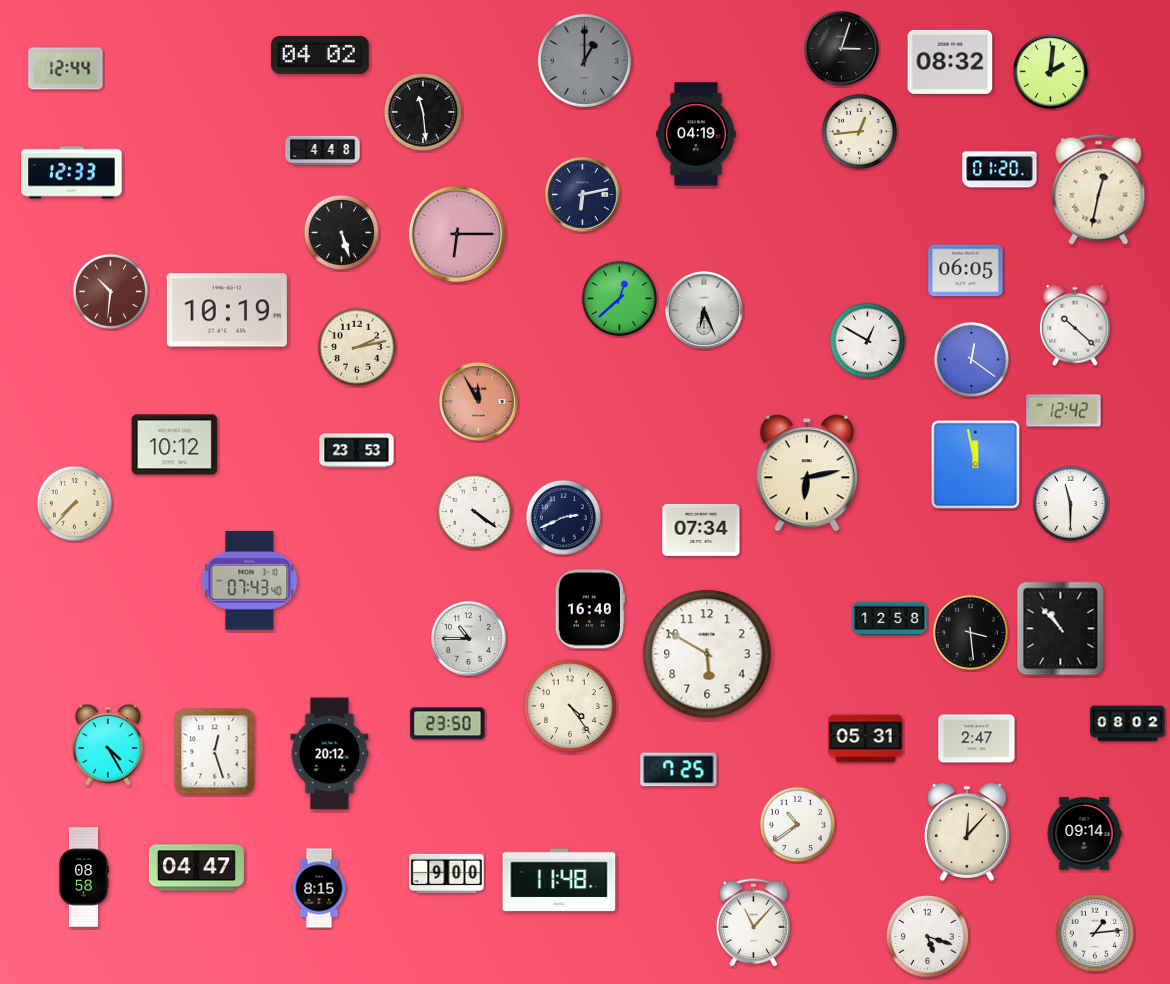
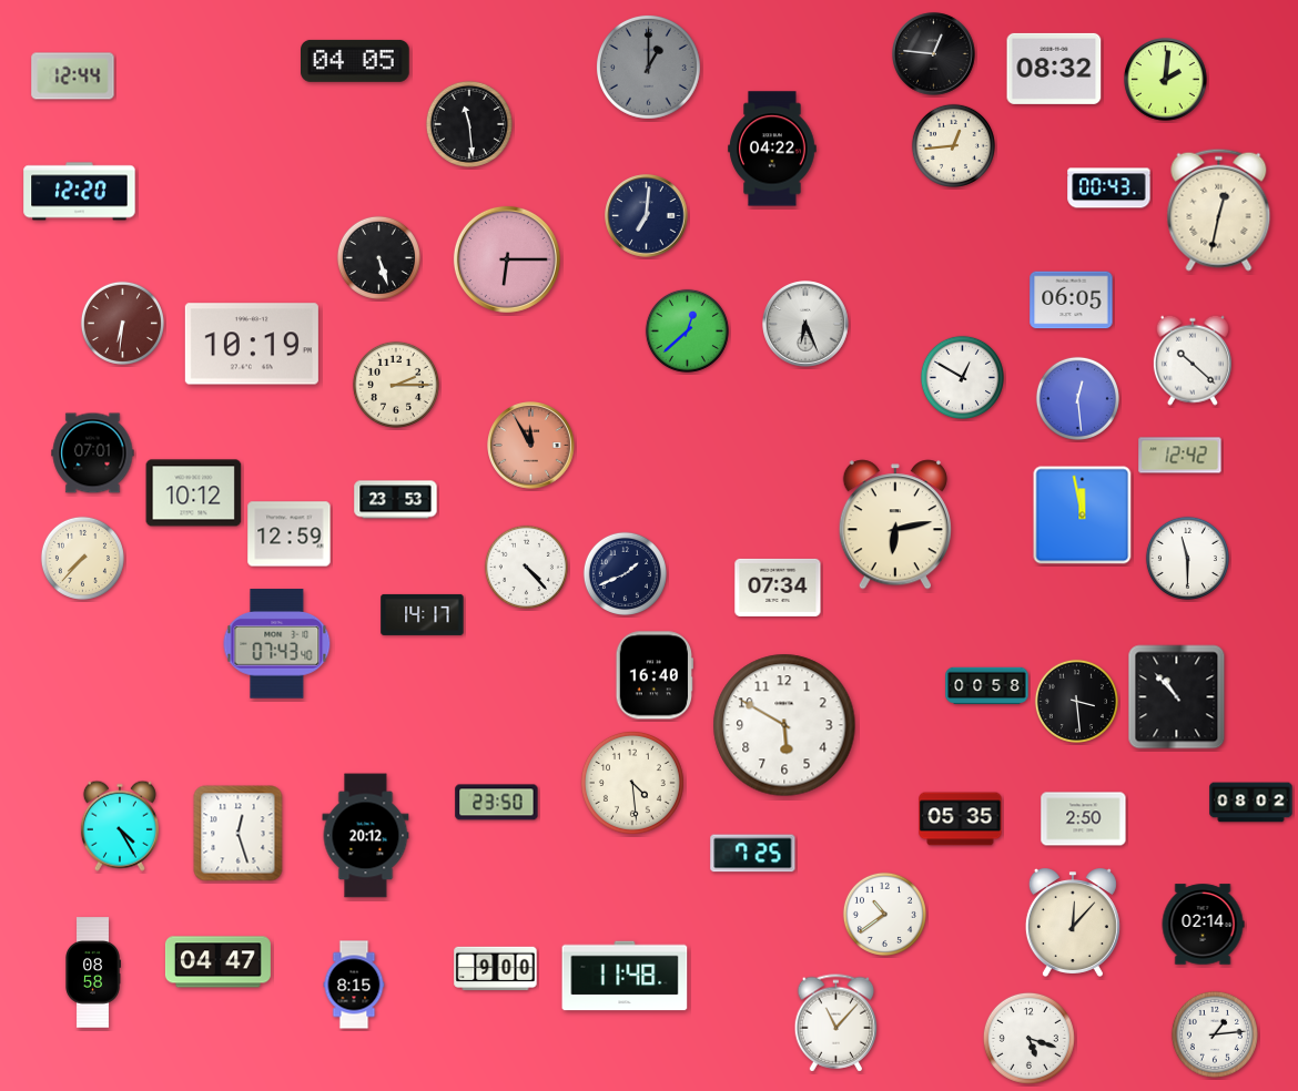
clock at (842, 49): 3:03 -> 12:46
clock at (321, 55): 04:02 -> 04:05
clock at (696, 134): 04:19 -> 04:22
clock at (323, 151): 4:48 -> none
clock at (1000, 170): 01:20 -> 00:43
clock at (72, 173): 12:33 -> 12:20
clock at (583, 195): 6:13 -> 7:01
clock at (110, 291): 10:31 -> 6:31
clock at (704, 310) position: (704, 310) -> (805, 324)
clock at (357, 347): 2:13 -> 2:15
clock at (971, 359): 12:21 -> 12:29
clock at (93, 453): none -> 07:01
clock at (290, 534): none -> 12:59
clock at (474, 511): 4:21 -> 4:23
clock at (563, 517): 2:41 -> 1:41
clock at (423, 614): none -> 14:17
clock at (890, 619): 12:58 -> 00:58
clock at (469, 639): 10:45 -> none
clock at (570, 706): 4:24 -> 4:29
clock at (866, 739): 05:31 -> 05:35
clock at (977, 739): 2:47 -> 2:50
clock at (1084, 834): 09:14 -> 02:14
clock at (559, 880) position: (559, 880) -> (625, 976)
